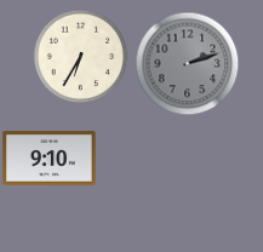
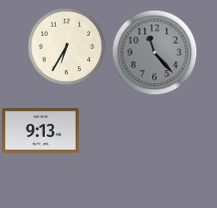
clock at (187, 63): 2:12 -> 11:23
clock at (50, 159): 9:10 -> 9:13
